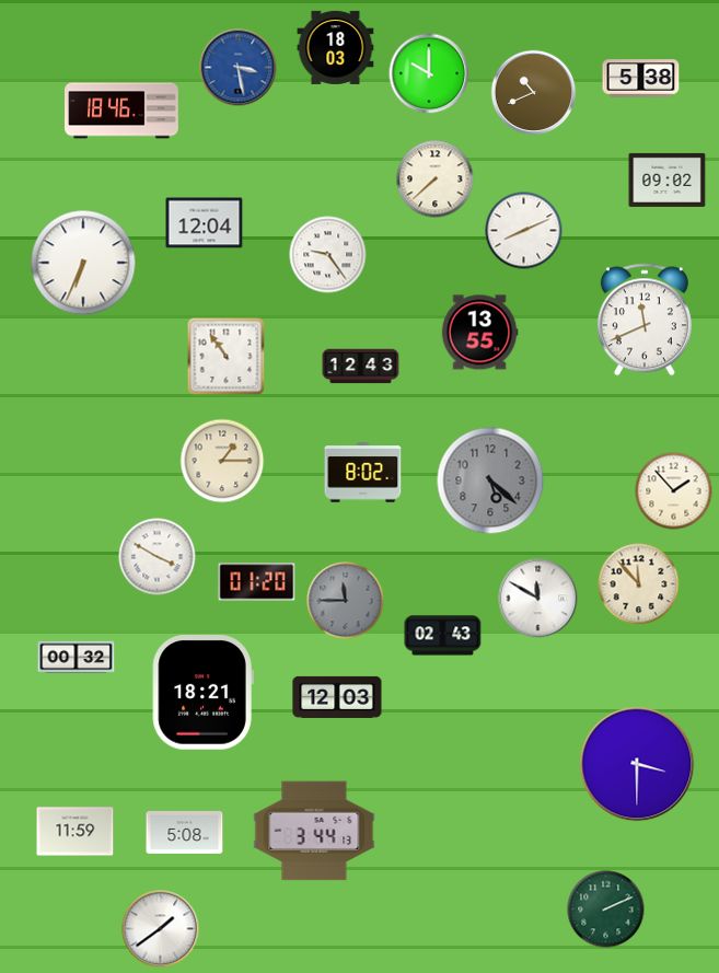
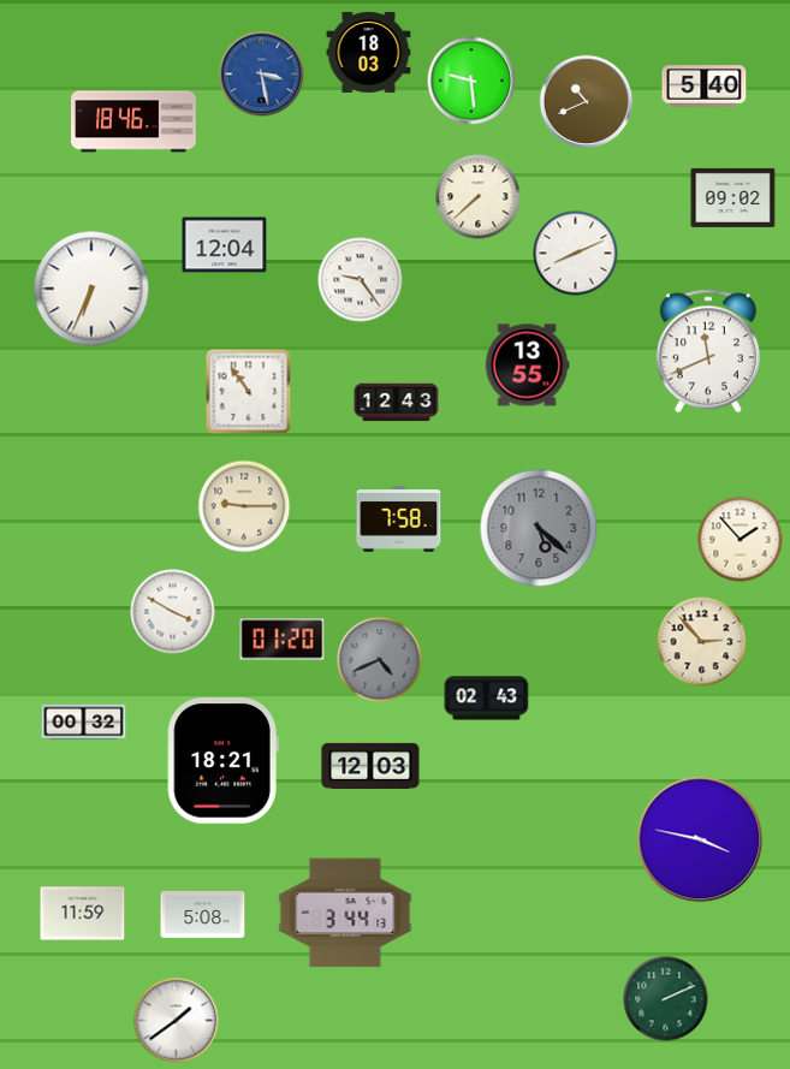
clock at (429, 73): 10:00 -> 9:29
clock at (641, 79): 5:38 -> 5:40
clock at (222, 461): 1:15 -> 9:15
clock at (363, 473): 8:02 -> 7:58
clock at (639, 584): 11:53 -> 2:53
clock at (538, 599): 11:50 -> none
clock at (346, 601): 11:45 -> 4:41
clock at (637, 764): 3:30 -> 3:47
